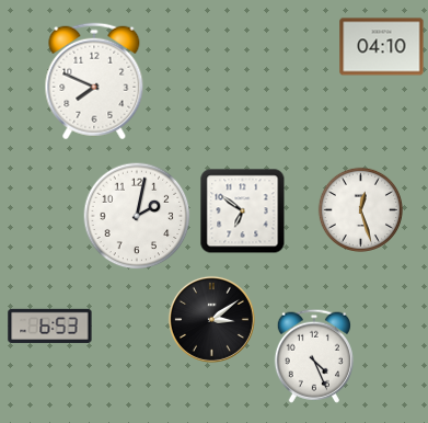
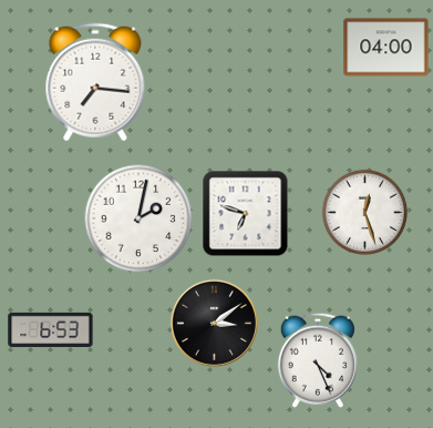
clock at (382, 47): 04:10 -> 04:00
clock at (94, 81): 7:49 -> 7:16
clock at (242, 210): 6:51 -> 6:48
